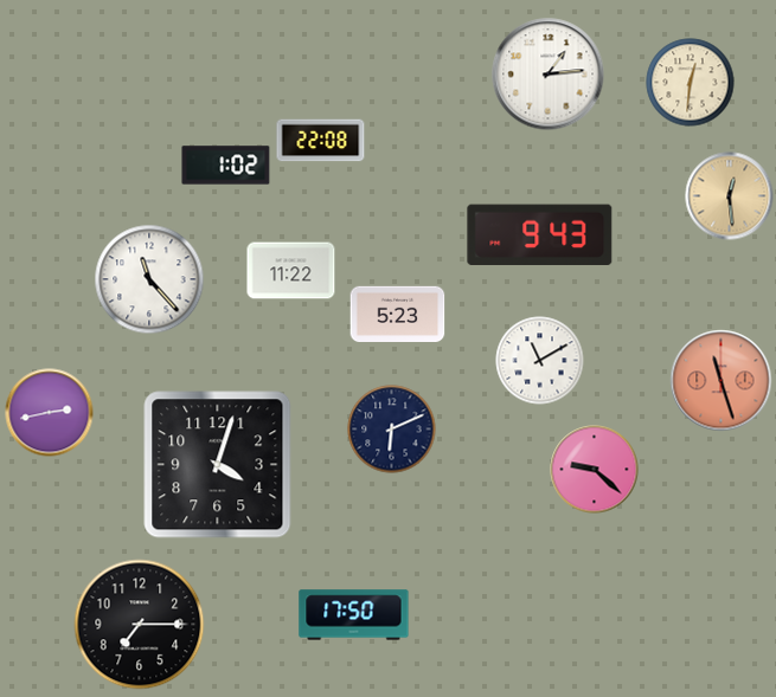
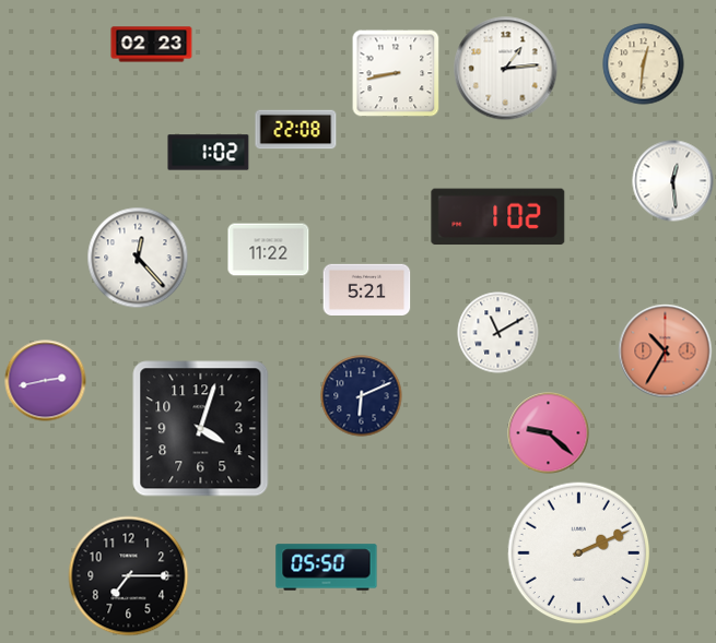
clock at (152, 45): none -> 02:23
clock at (396, 73): none -> 8:43
clock at (691, 83) position: (691, 83) -> (644, 64)
clock at (730, 196) dial: champagne -> white
clock at (540, 235): 9:43 -> 1:02
clock at (149, 279): 11:23 -> 12:23
clock at (398, 314): 5:23 -> 5:21
clock at (722, 381): 11:27 -> 10:35
clock at (579, 553): none -> 2:11
clock at (354, 615): 17:50 -> 05:50
